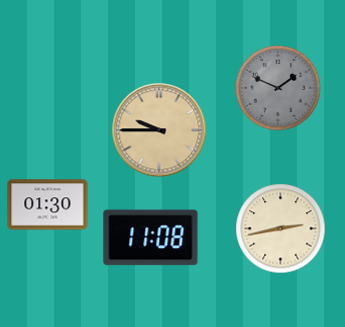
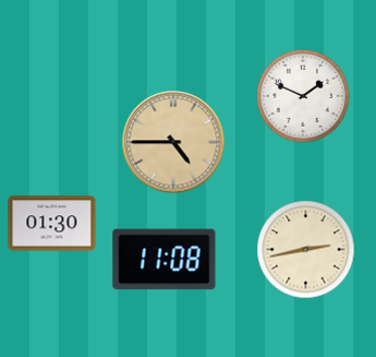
clock at (278, 88) dial: grey -> white
clock at (159, 130): 9:45 -> 4:45
